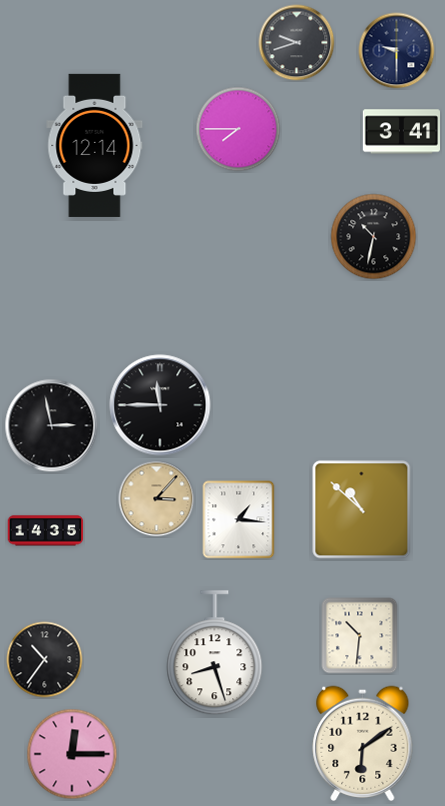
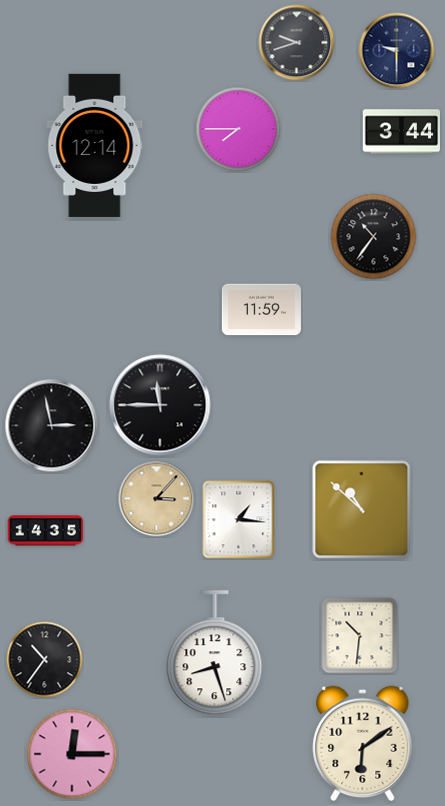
clock at (401, 132): 3:41 -> 3:44
clock at (374, 237): 10:32 -> 10:36
clock at (261, 310): none -> 11:59
